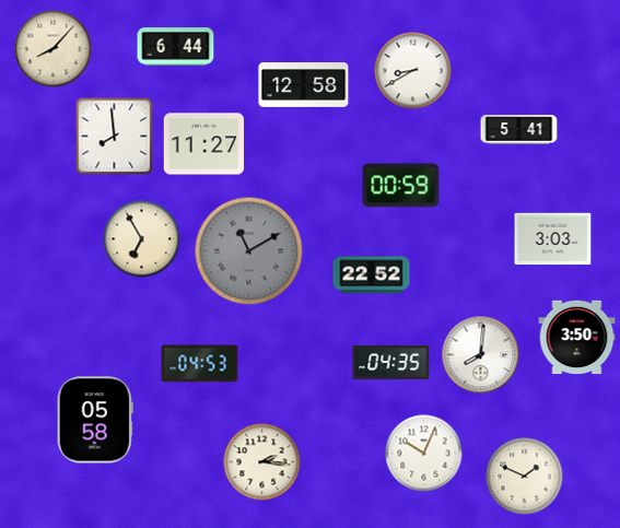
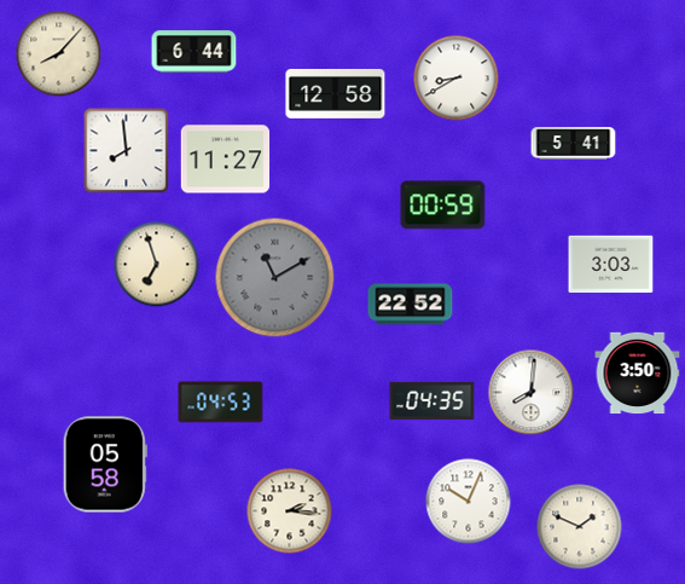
clock at (142, 239): 6:55 -> 6:57
